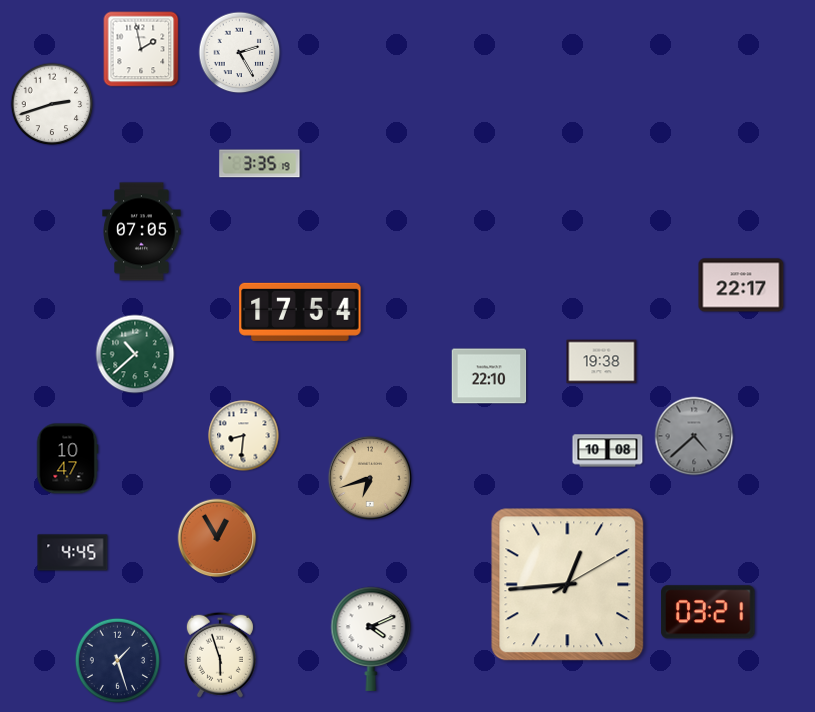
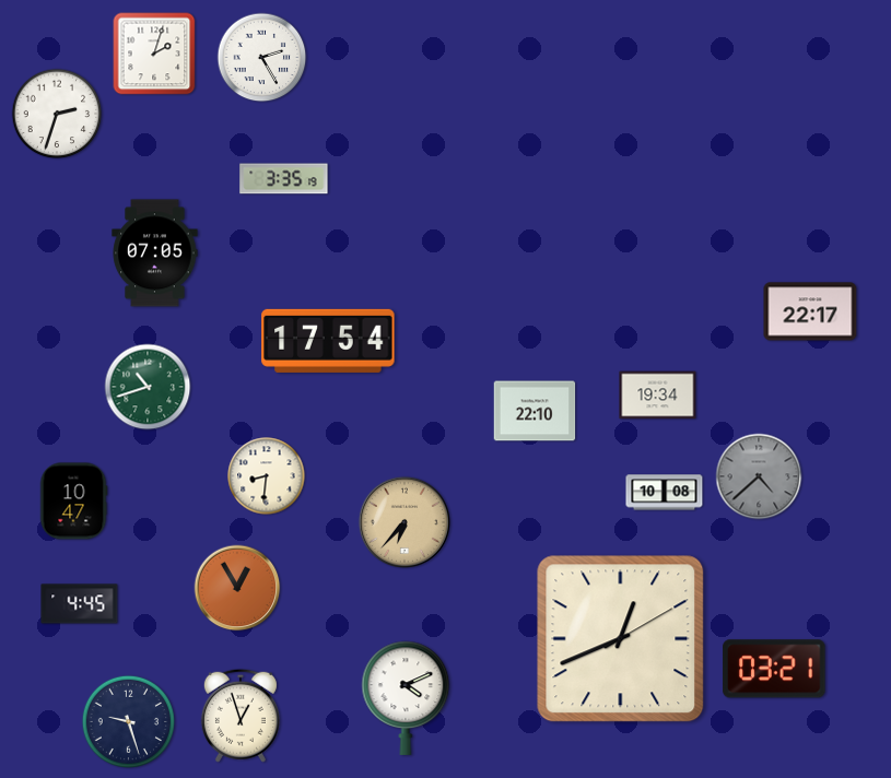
clock at (141, 49): 1:58 -> 2:03
clock at (52, 104): 2:42 -> 2:33
clock at (135, 354): 10:38 -> 10:42
clock at (602, 362): 19:38 -> 19:34
clock at (370, 478): 6:42 -> 6:37
clock at (568, 585): 12:44 -> 12:41
clock at (220, 655): 5:57 -> 12:57
clock at (117, 660): 1:27 -> 9:27
